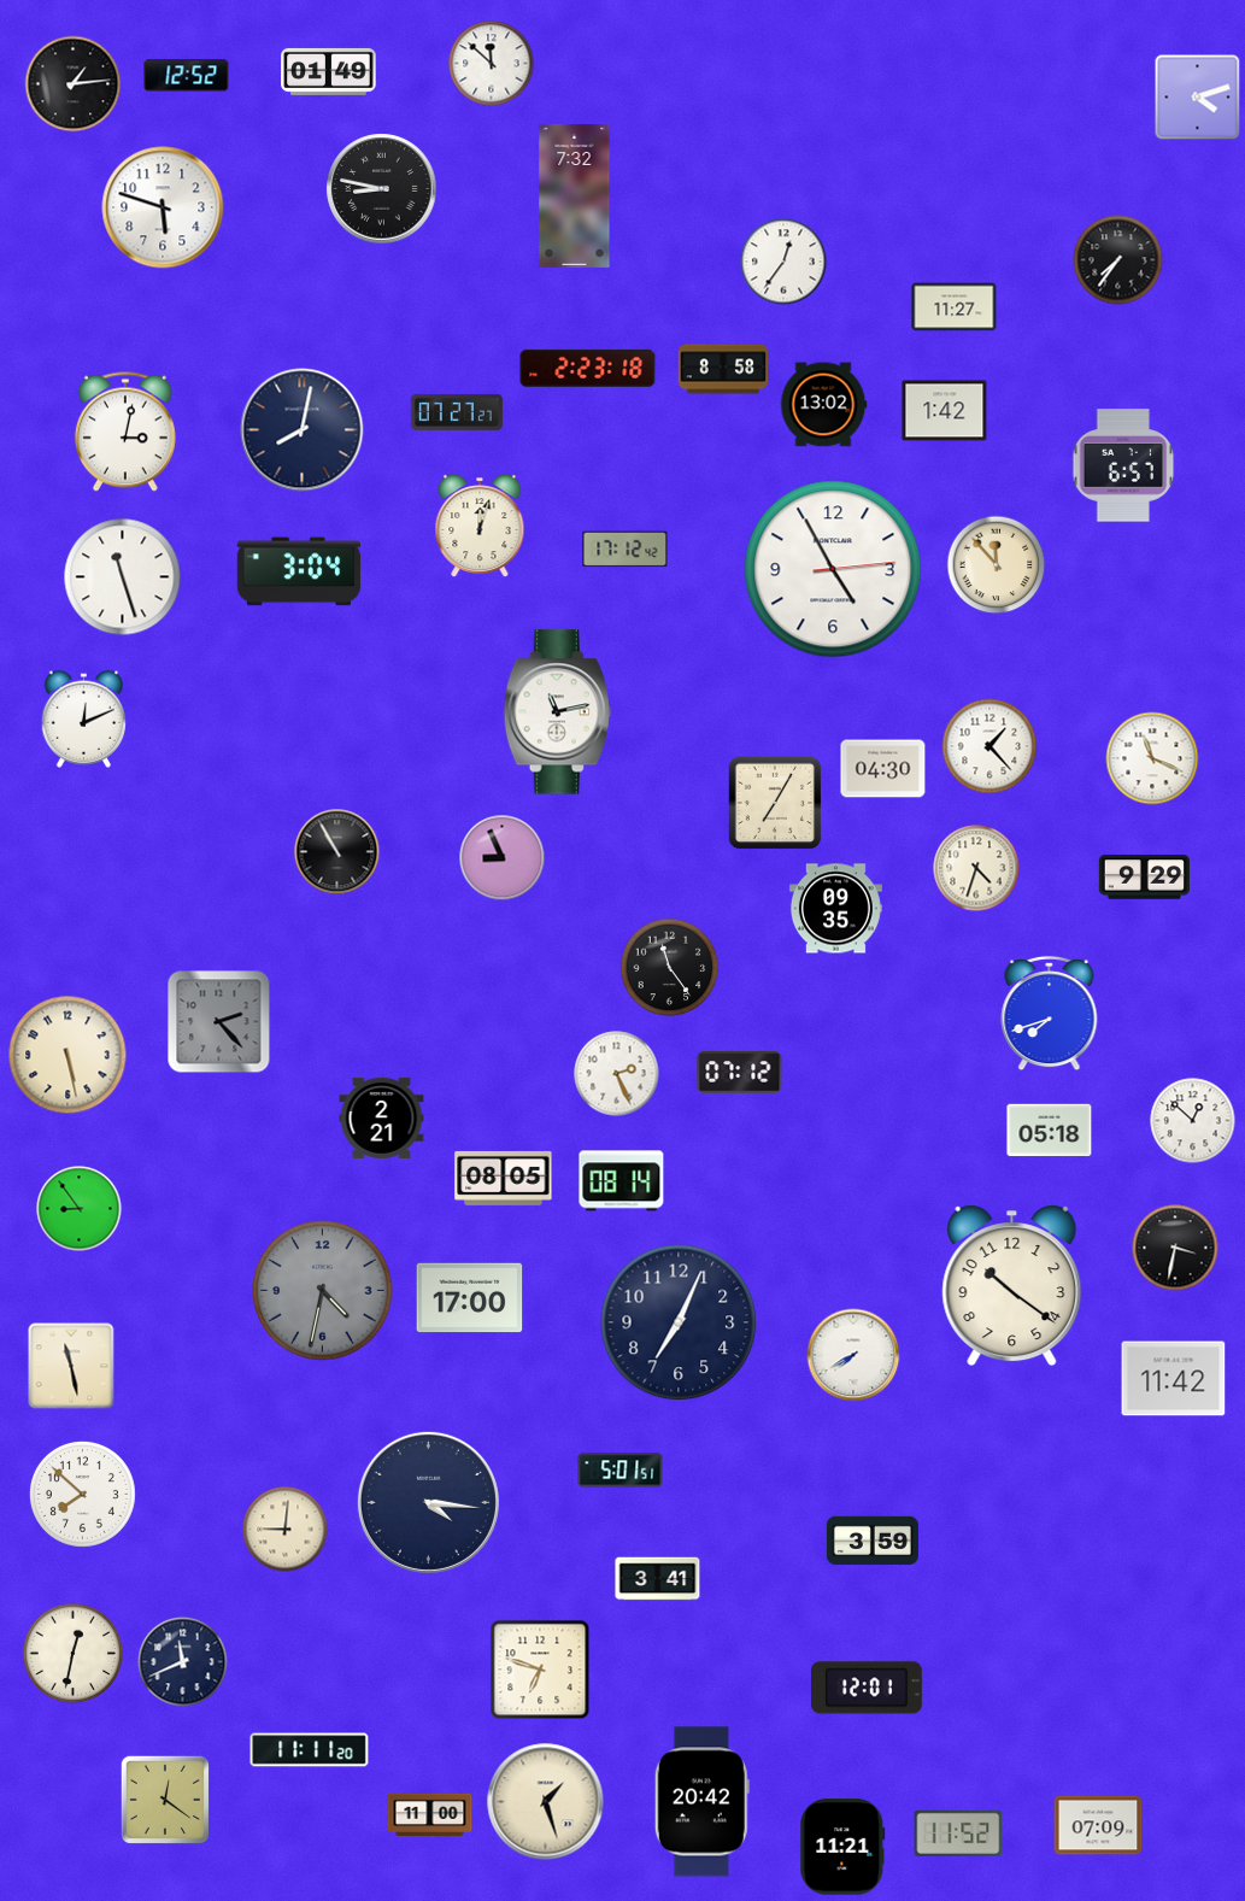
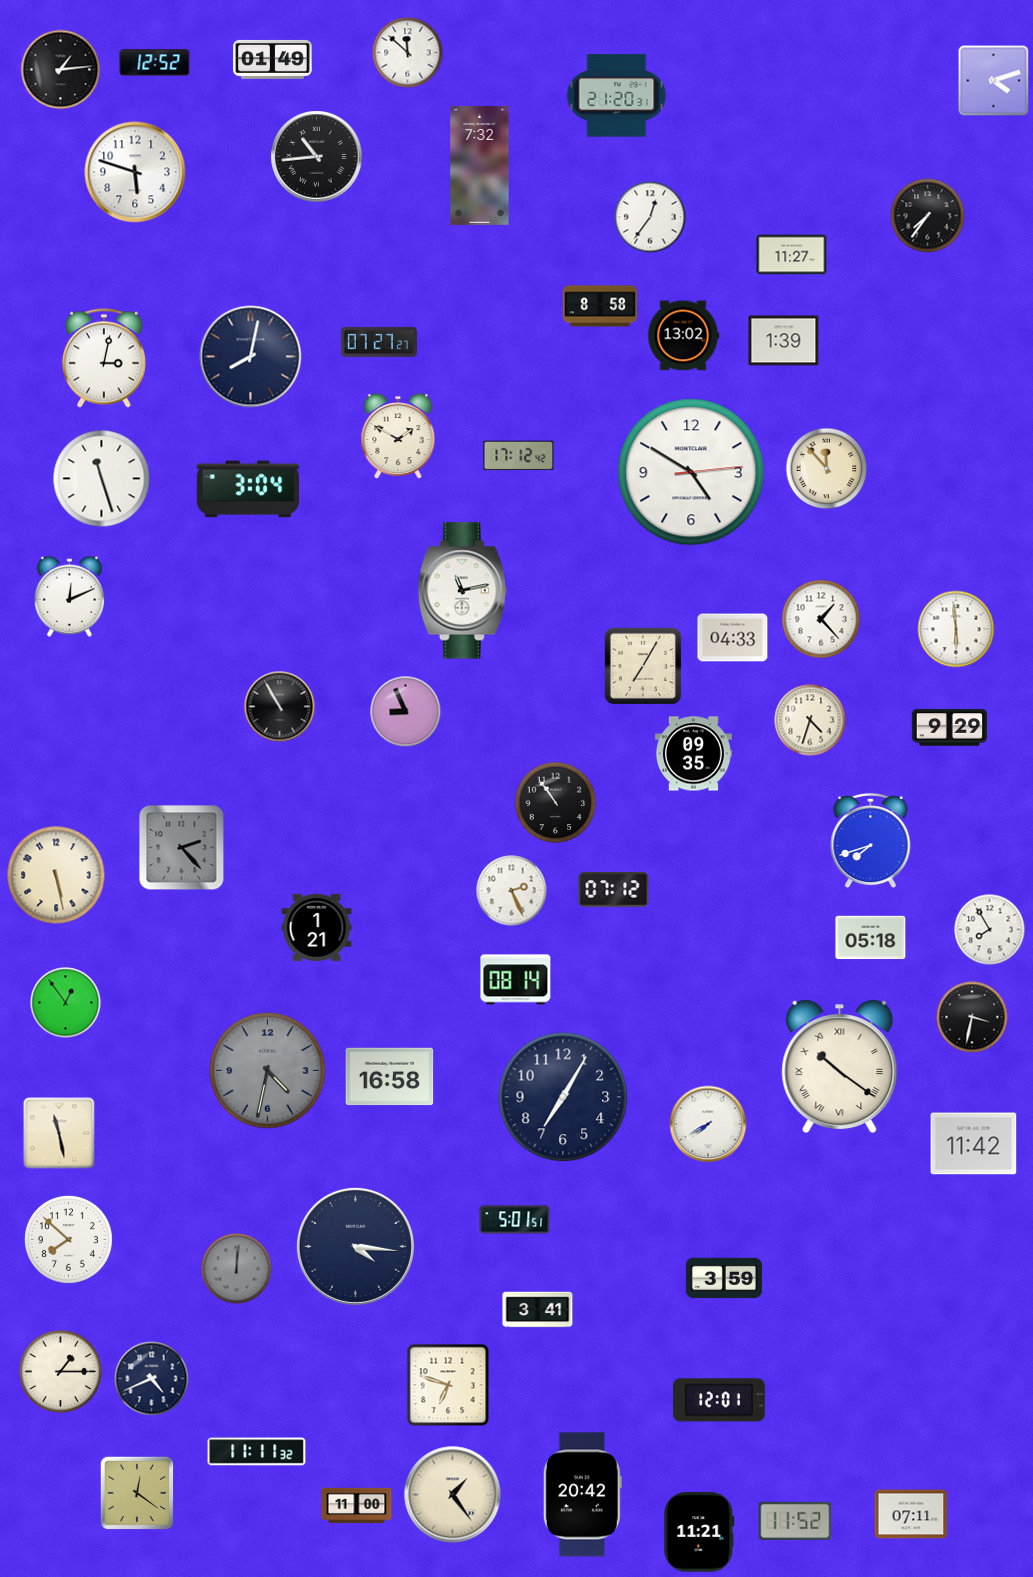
clock at (617, 96): none -> 21:20
clock at (382, 189): 8:47 -> 10:44
clock at (575, 195) position: (575, 195) -> (480, 165)
clock at (588, 368): 2:23 -> none
clock at (945, 411): 1:42 -> 1:39
clock at (1123, 465): 6:57 -> none
clock at (480, 527): 12:03 -> 1:50
clock at (833, 569): 4:55 -> 4:50
clock at (299, 571) position: (299, 571) -> (248, 489)
clock at (1152, 758): 11:19 -> 5:59
clock at (883, 769): 04:30 -> 04:33
clock at (503, 858) position: (503, 858) -> (406, 712)
clock at (670, 968): 11:24 -> 10:54
clock at (382, 1117): 2:21 -> 1:21
clock at (1193, 1121): 12:52 -> 7:55
clock at (504, 1178): 08:05 -> none
clock at (80, 1209): 8:54 -> 12:54
clock at (1175, 1248) position: (1175, 1248) -> (972, 1017)
clock at (1012, 1286) numerals: Arabic -> Roman
clock at (470, 1298): 17:00 -> 16:58
clock at (679, 1322): 7:04 -> 7:05
clock at (286, 1530): 9:01 -> 12:01
clock at (286, 1530) dial: cream -> grey
clock at (658, 1579) position: (658, 1579) -> (538, 1310)
clock at (74, 1654): 12:32 -> 1:15
clock at (183, 1662): 11:41 -> 4:41
clock at (310, 1750): 11:11:20 -> 11:11:32
clock at (546, 1802): 1:27 -> 1:24
clock at (1098, 1825): 07:09 -> 07:11
